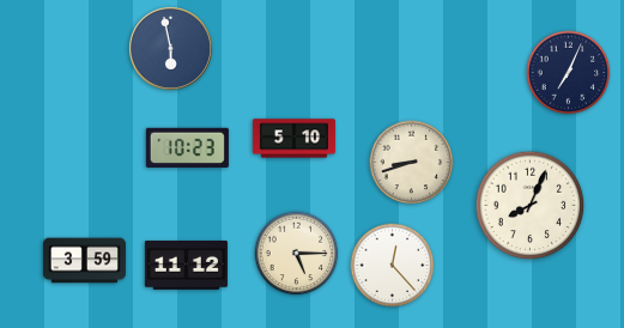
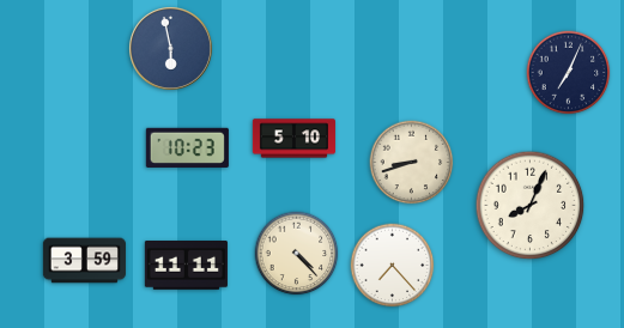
clock at (297, 254): 5:15 -> 4:23
clock at (186, 266): 11:12 -> 11:11
clock at (393, 266): 12:23 -> 7:23
